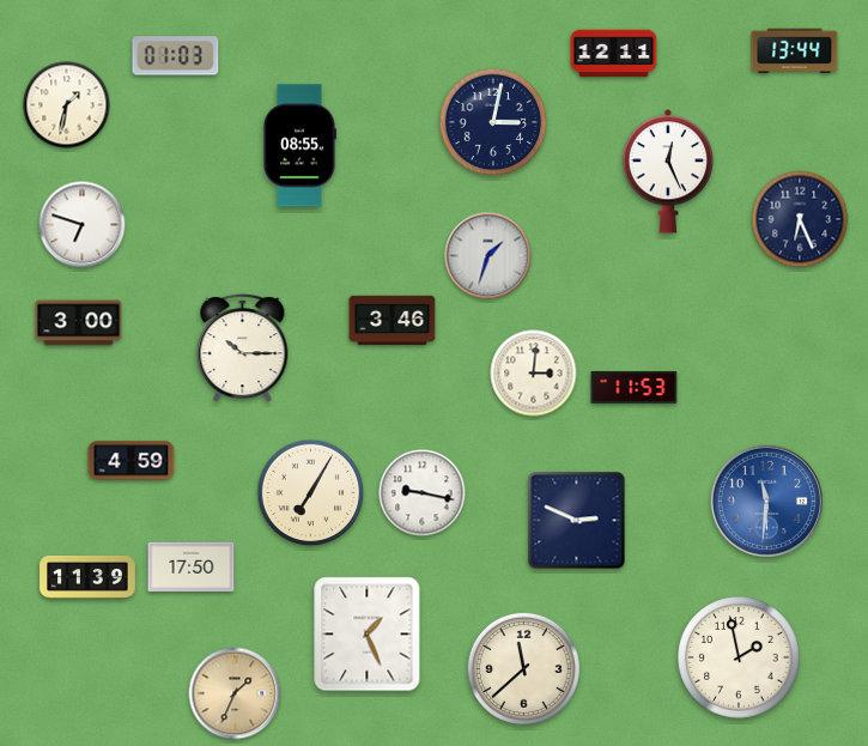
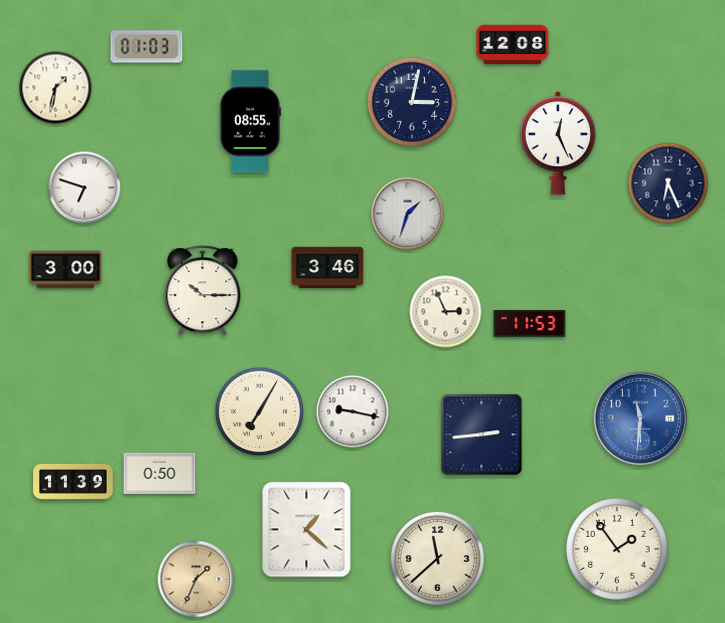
clock at (795, 51): 13:44 -> none
clock at (614, 54): 12:11 -> 12:08
clock at (83, 225) position: (83, 225) -> (85, 188)
clock at (534, 374): 3:01 -> 2:56
clock at (132, 461): 4:59 -> none
clock at (577, 521): 2:49 -> 2:44
clock at (192, 566): 17:50 -> 0:50
clock at (368, 635): 1:26 -> 1:22
clock at (739, 657): 1:58 -> 1:54
